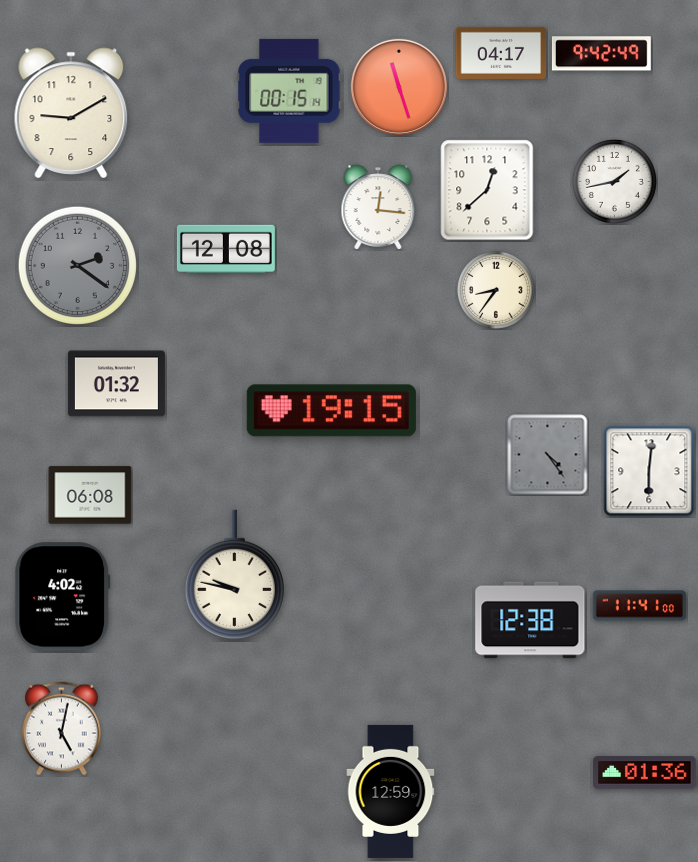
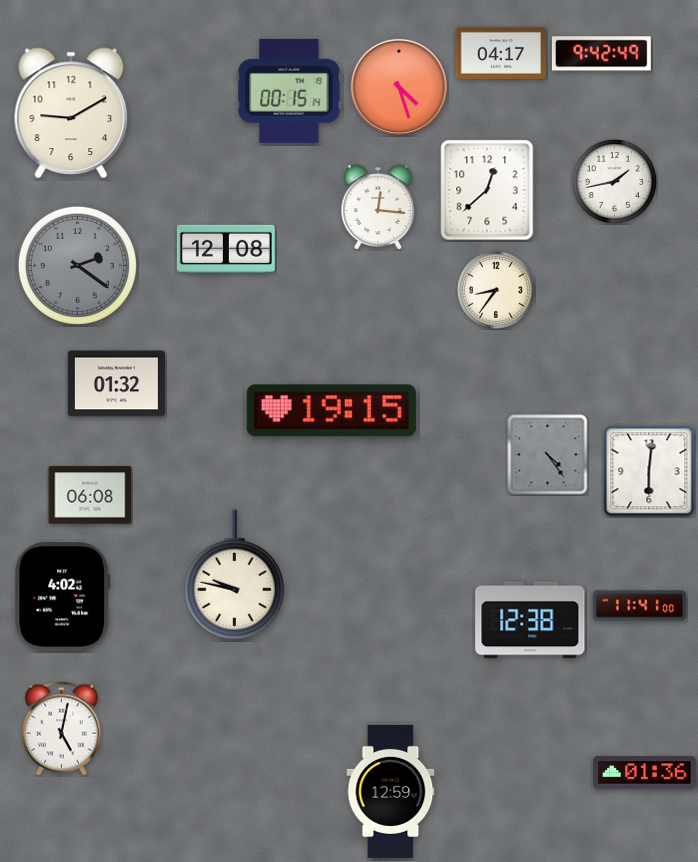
clock at (399, 87): 11:27 -> 4:27
